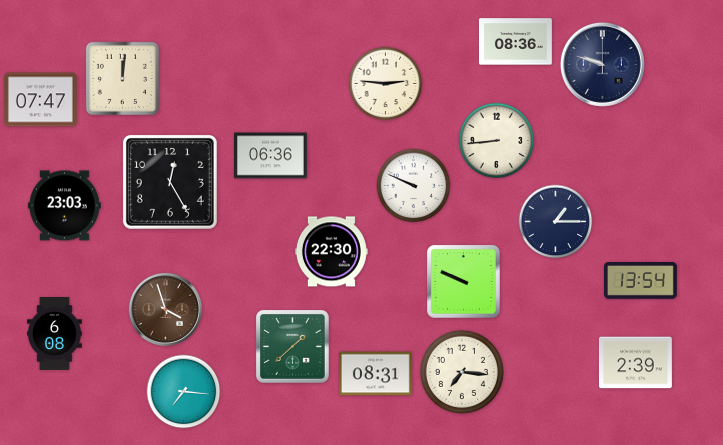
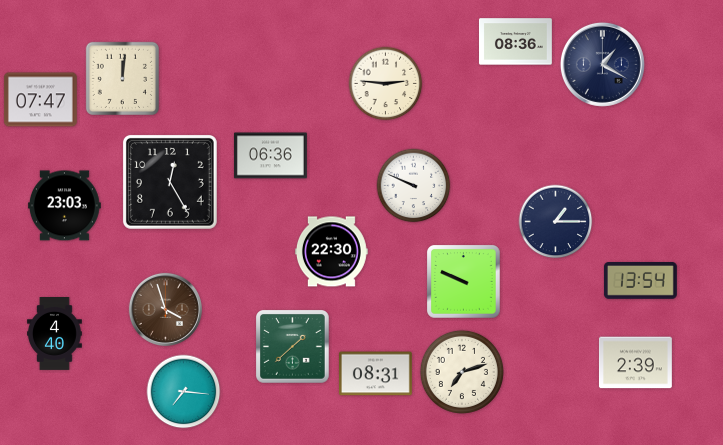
clock at (602, 64): 9:48 -> 1:20
clock at (497, 141): 8:44 -> none
clock at (55, 334): 6:08 -> 4:40
clock at (462, 372): 7:16 -> 7:12
